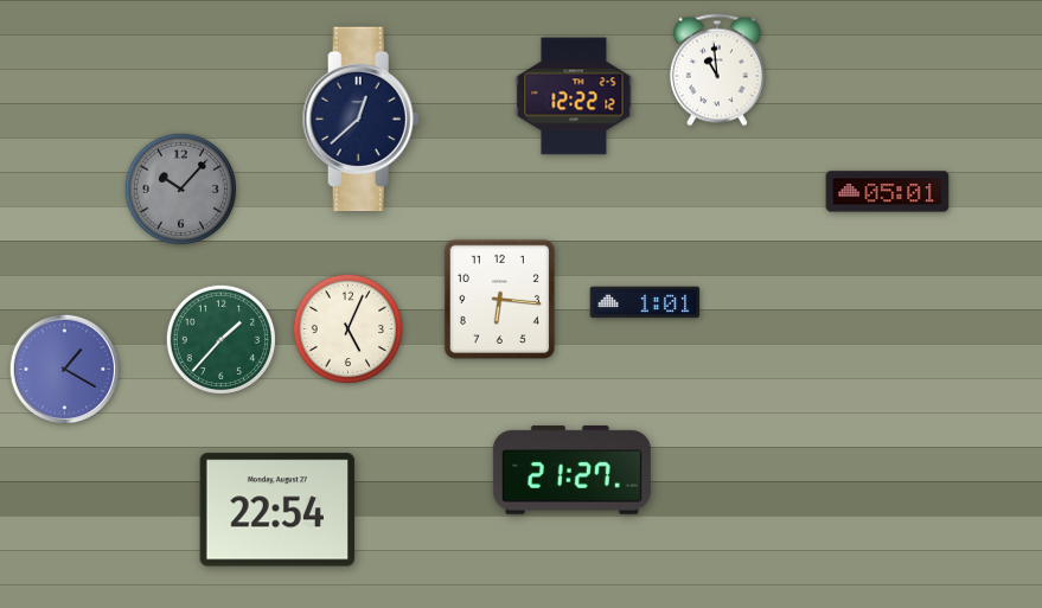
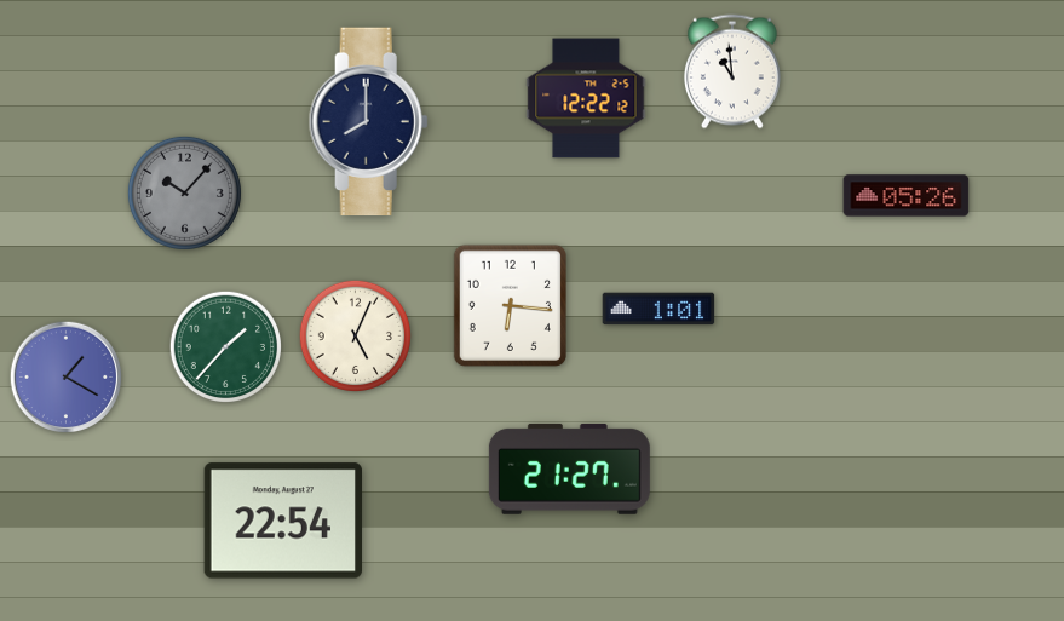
clock at (360, 120): 12:38 -> 8:00
clock at (888, 192): 05:01 -> 05:26
clock at (571, 469) position: (571, 469) -> (569, 468)
